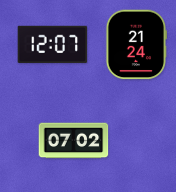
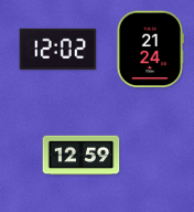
clock at (53, 44): 12:07 -> 12:02
clock at (74, 141): 07:02 -> 12:59
